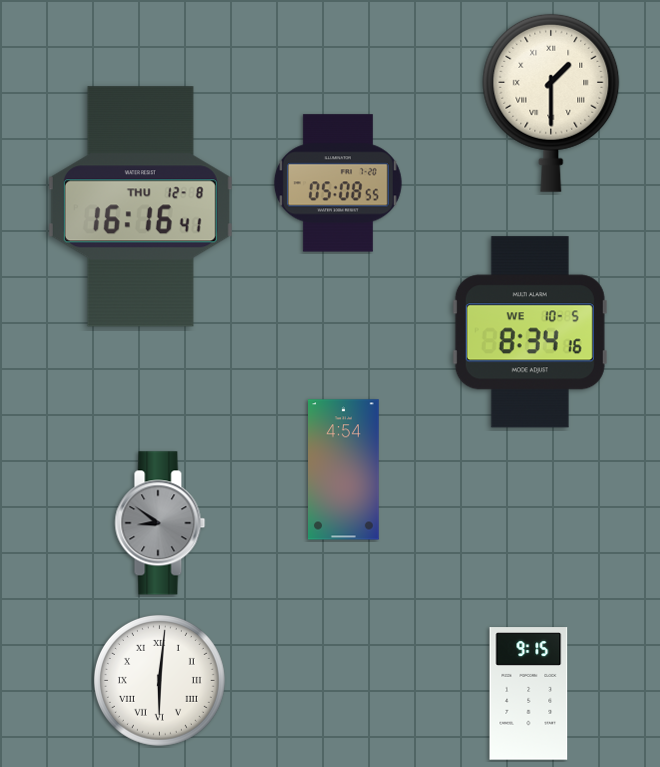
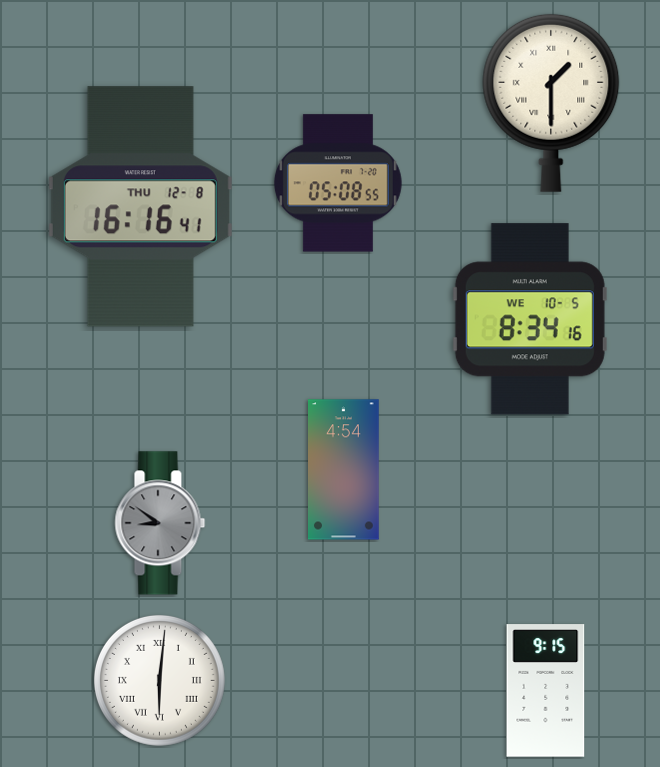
clock at (530, 332) position: (530, 332) -> (530, 319)
clock at (529, 694) position: (529, 694) -> (546, 691)
